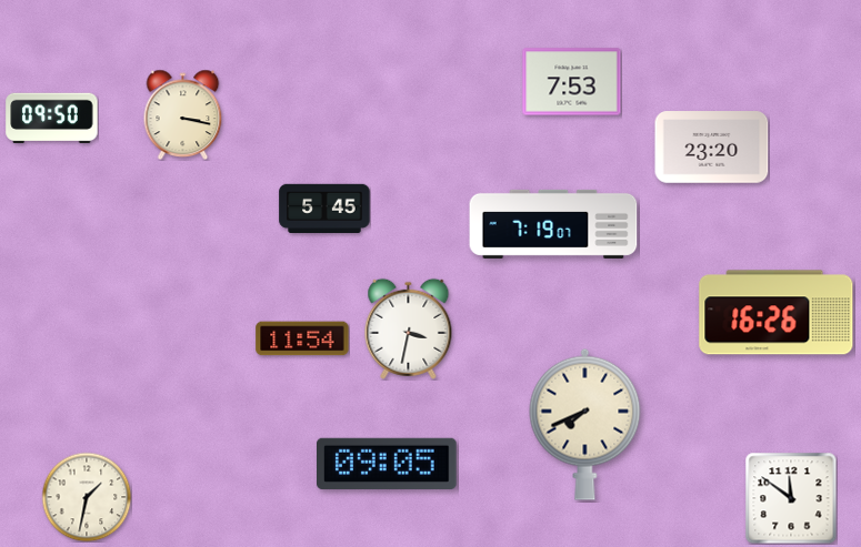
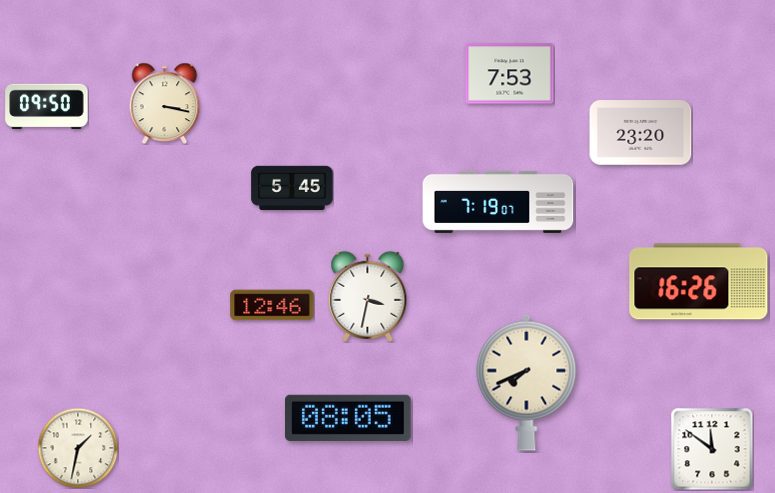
clock at (572, 82) position: (572, 82) -> (510, 74)
clock at (302, 338): 11:54 -> 12:46
clock at (388, 464): 09:05 -> 08:05
